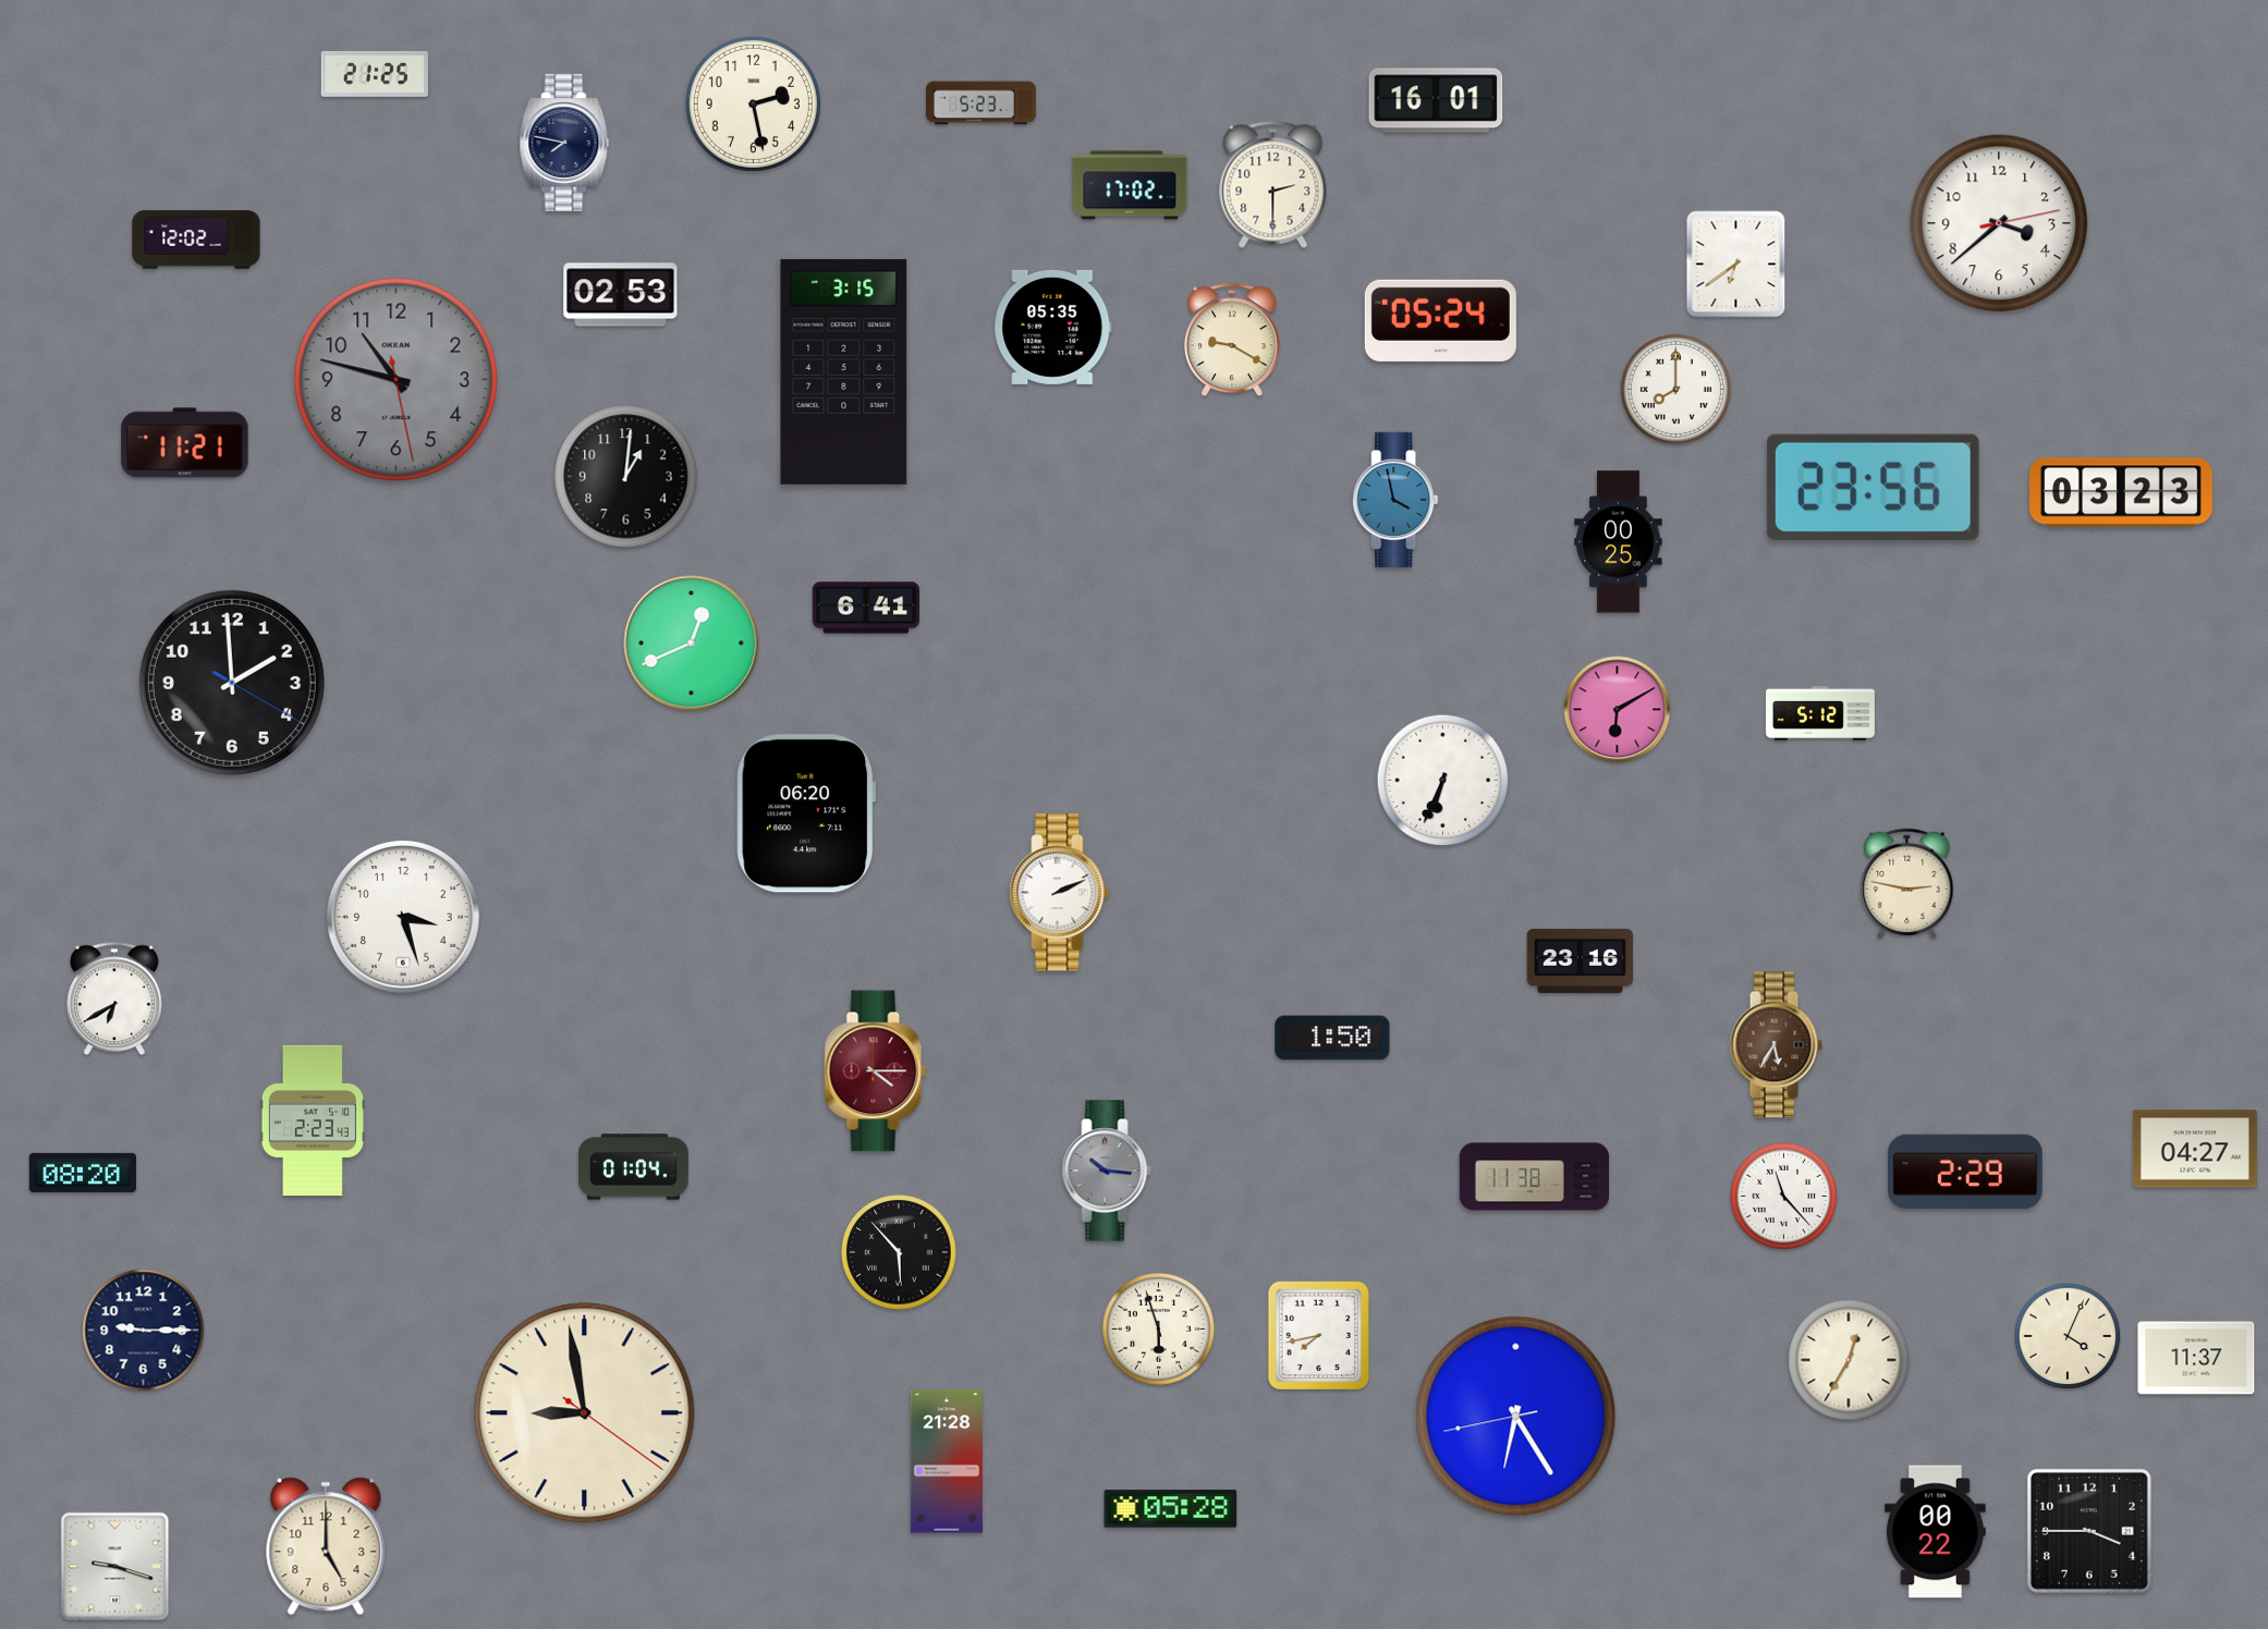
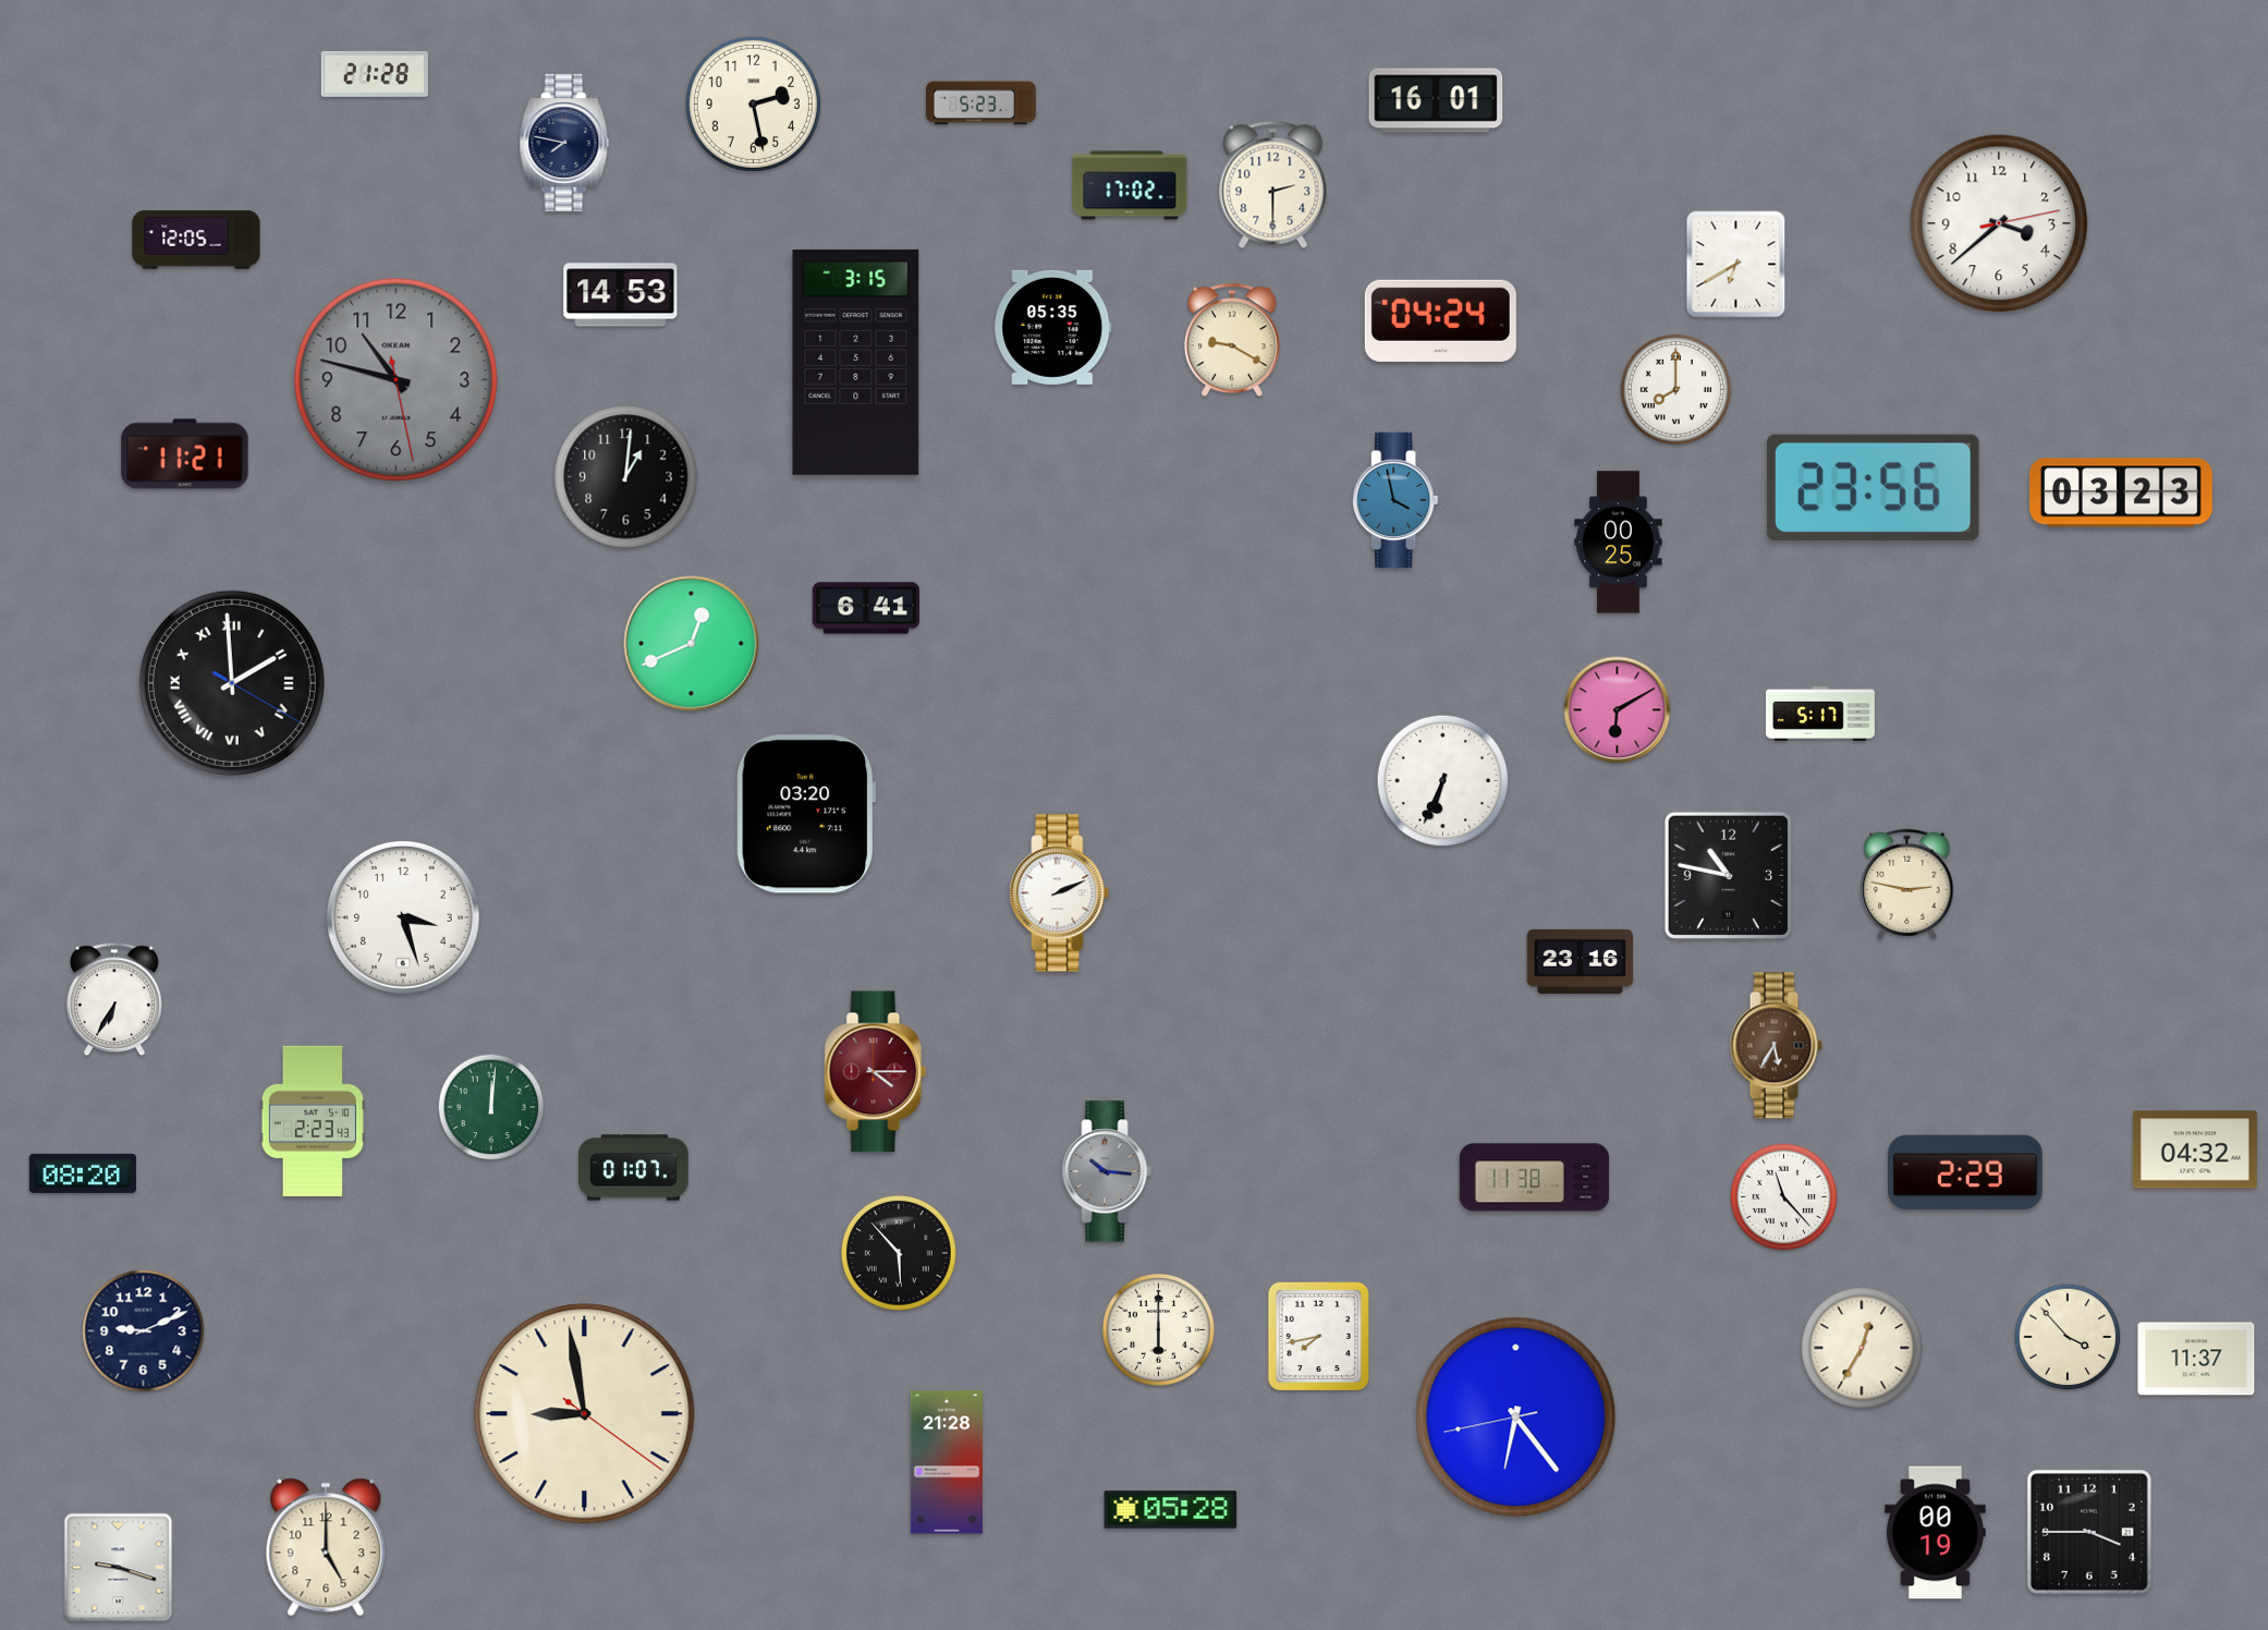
clock at (375, 74): 21:25 -> 21:28
clock at (196, 240): 12:02 -> 12:05
clock at (1736, 265): 6:39 -> 6:40
clock at (621, 295): 02:53 -> 14:53
clock at (1440, 320): 05:24 -> 04:24
clock at (844, 371) position: (844, 371) -> (856, 362)
clock at (185, 443) position: (185, 443) -> (185, 454)
clock at (232, 683) numerals: Arabic -> Roman
clock at (1820, 713): 5:12 -> 5:17
clock at (806, 813): 06:20 -> 03:20
clock at (1728, 875): none -> 10:47
clock at (114, 999): 6:40 -> 6:35
clock at (1332, 1038): 1:50 -> none
clock at (491, 1107): none -> 12:01
clock at (2195, 1149): 04:27 -> 04:32
clock at (634, 1167): 01:04 -> 01:07
clock at (1158, 1328): 5:57 -> 6:00
clock at (144, 1331): 9:15 -> 9:11
clock at (2068, 1336): 4:04 -> 3:53
clock at (1849, 1360) position: (1849, 1360) -> (1862, 1348)
clock at (1516, 1417): 6:24 -> 6:23
clock at (1936, 1532): 00:22 -> 00:19
clock at (115, 1567) position: (115, 1567) -> (119, 1568)
